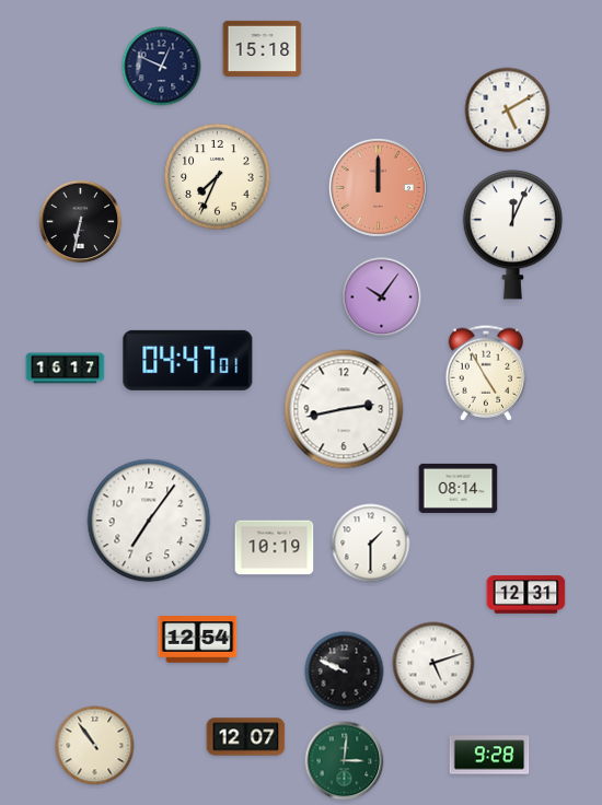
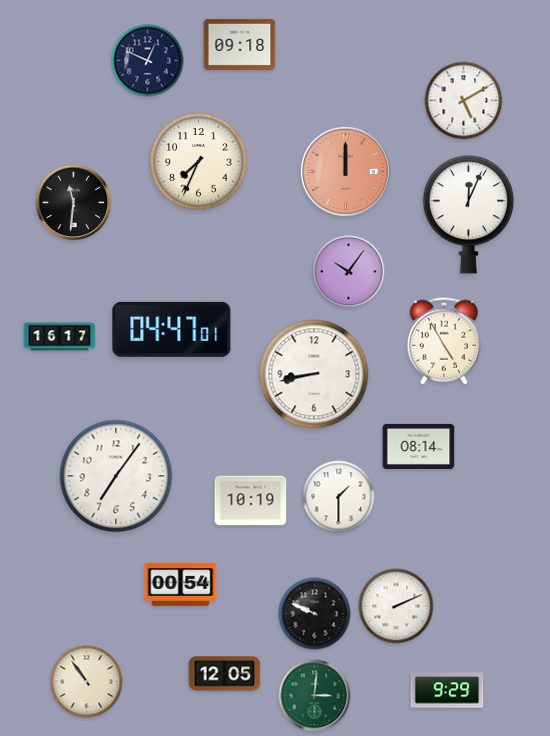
clock at (263, 48): 15:18 -> 09:18
clock at (81, 222): 6:32 -> 11:31
clock at (344, 409): 2:43 -> 8:43
clock at (149, 521) position: (149, 521) -> (116, 476)
clock at (526, 595): 12:31 -> none
clock at (198, 640): 12:54 -> 00:54
clock at (433, 663): 5:12 -> 2:11
clock at (246, 737): 12:07 -> 12:05
clock at (489, 755): 9:28 -> 9:29
